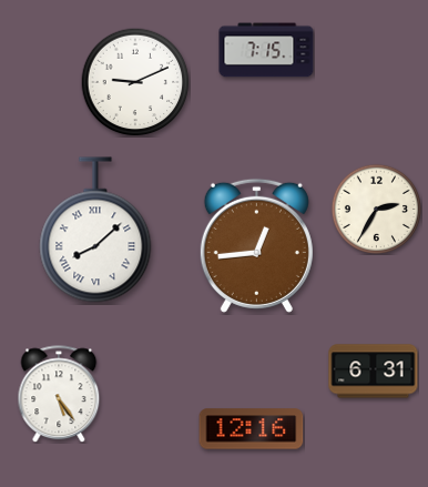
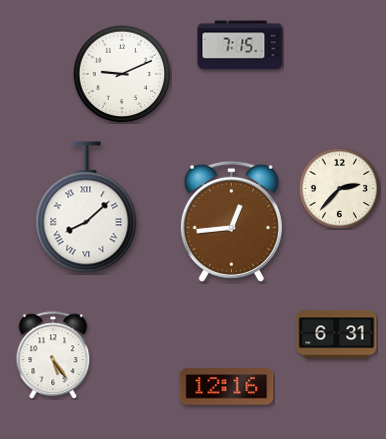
clock at (376, 209): 2:35 -> 2:37
